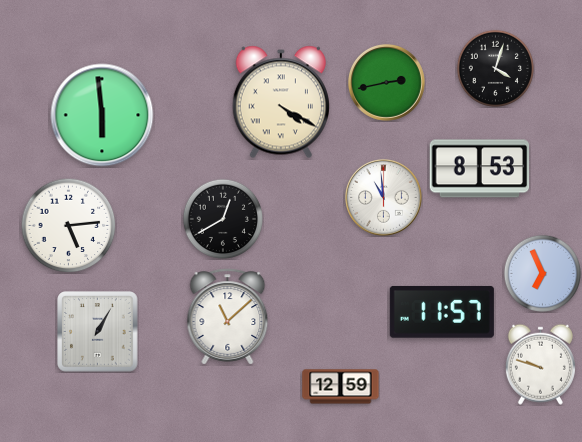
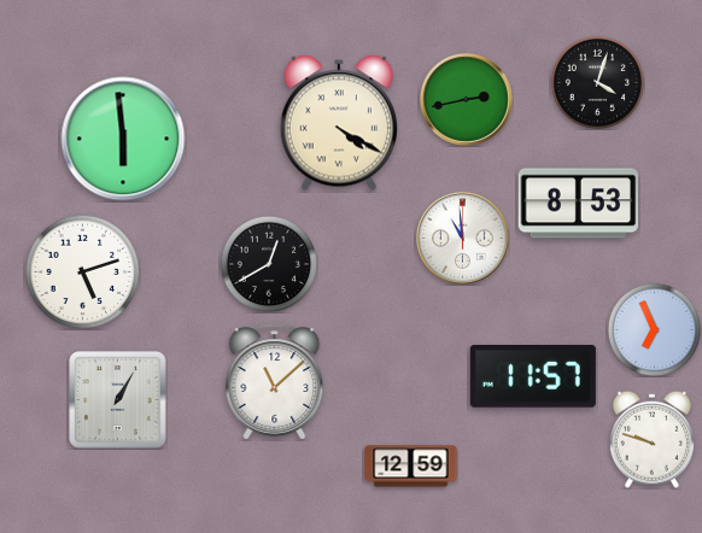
clock at (68, 225): 5:14 -> 5:12
